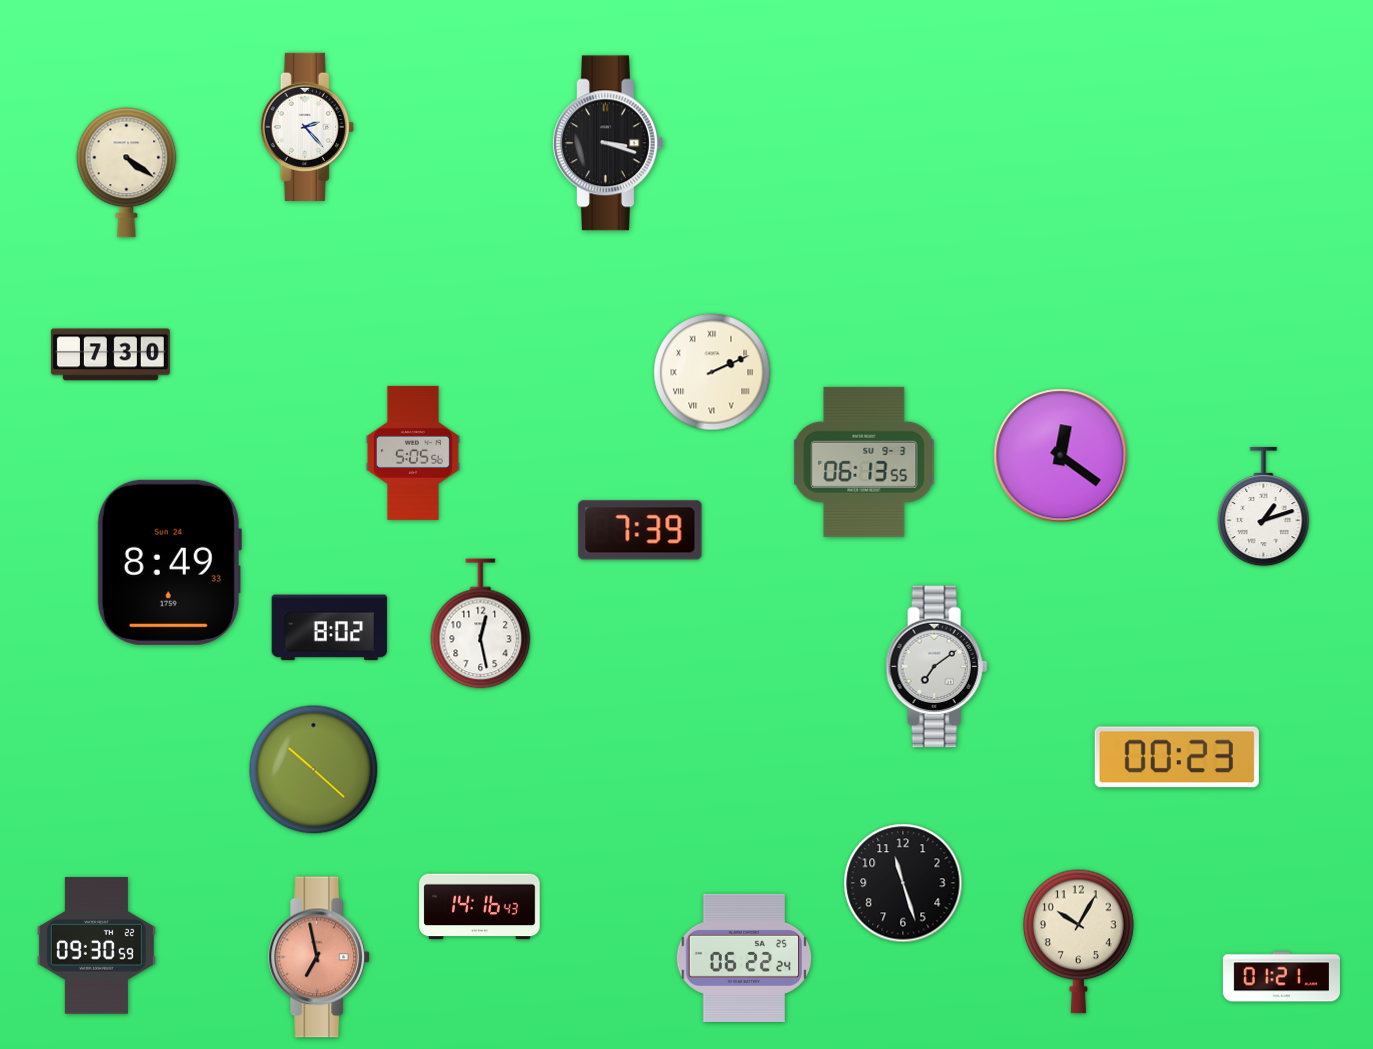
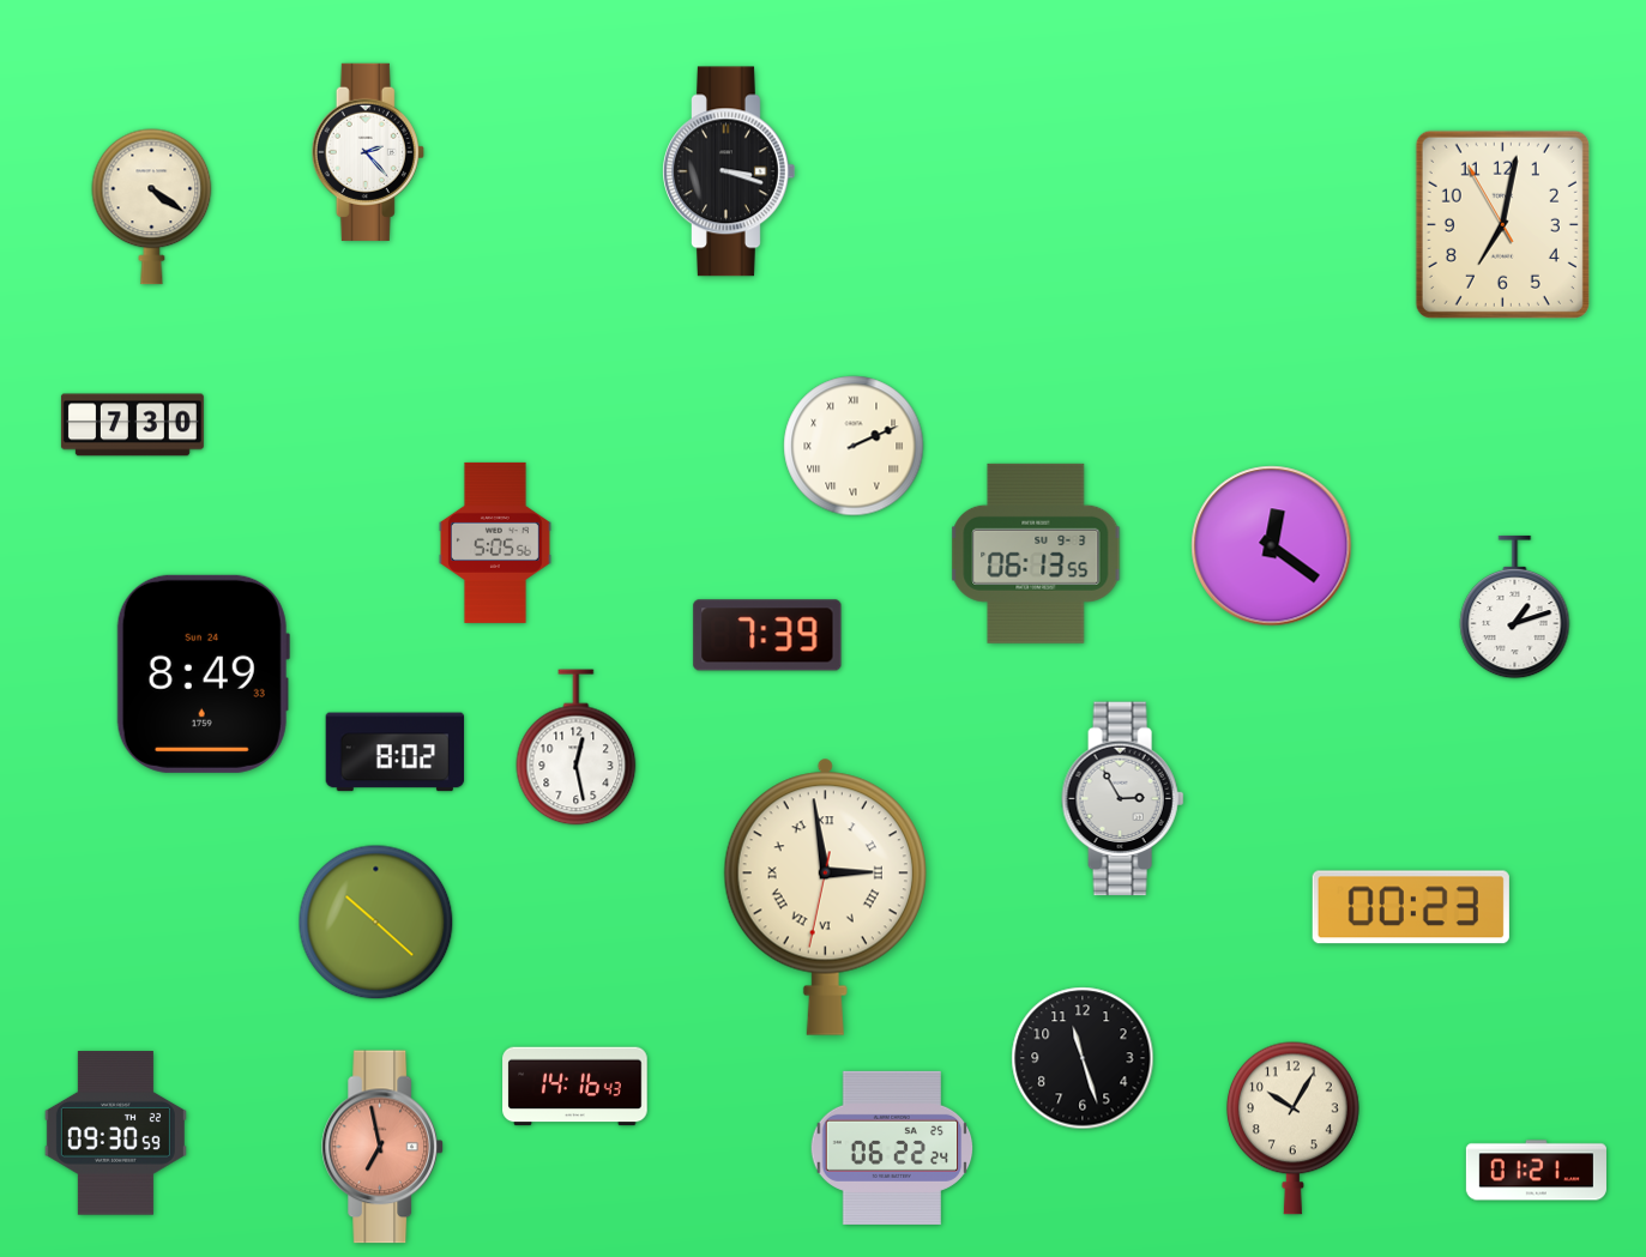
clock at (1502, 224): none -> 7:01
clock at (937, 667): 7:09 -> 2:55
clock at (825, 896): none -> 2:58
